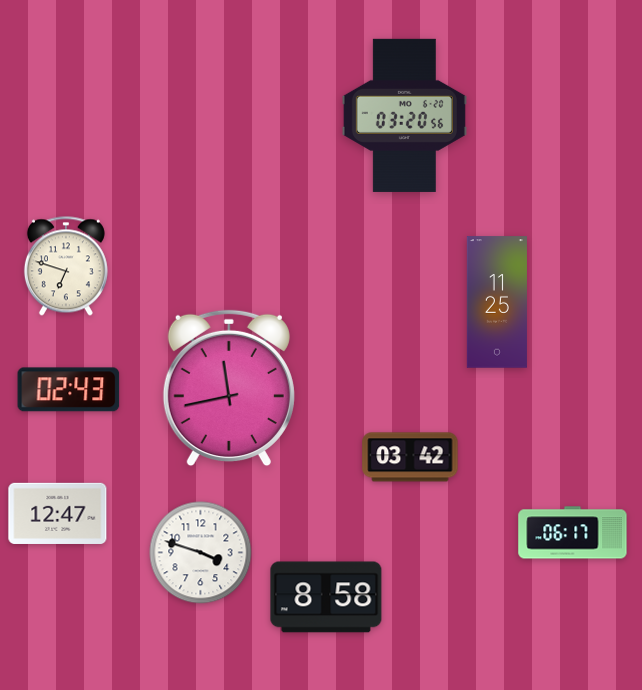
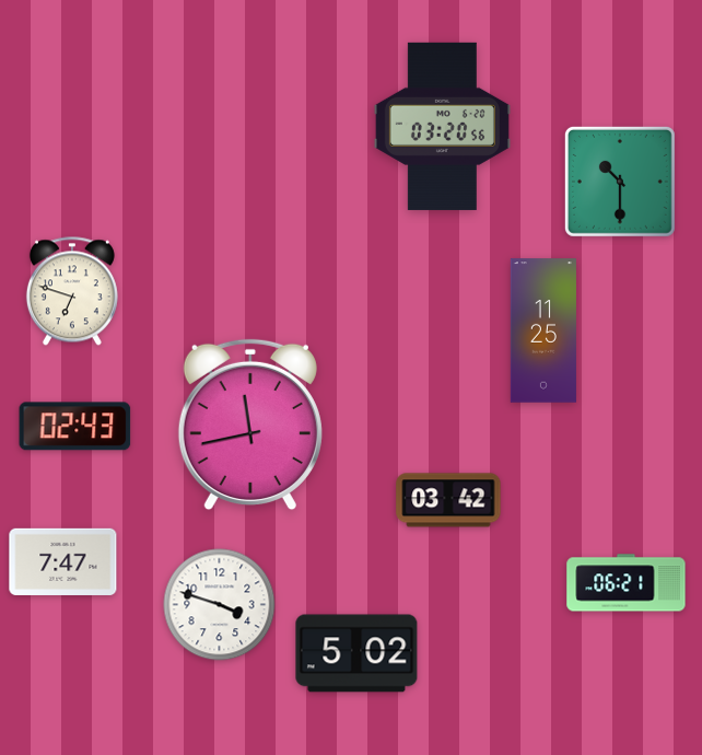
clock at (620, 182): none -> 10:30
clock at (58, 513): 12:47 -> 7:47
clock at (573, 533): 06:17 -> 06:21
clock at (326, 597): 8:58 -> 5:02
